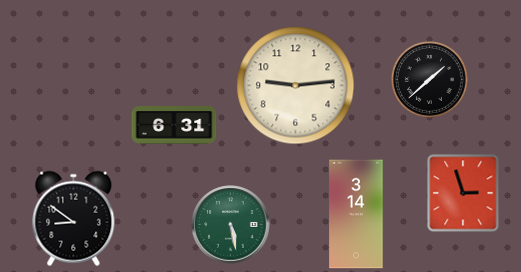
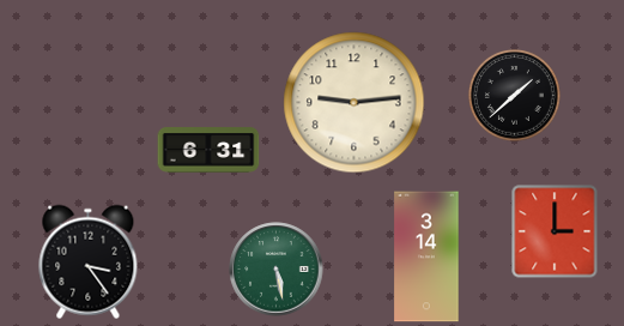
clock at (463, 193): 2:57 -> 3:00
clock at (74, 219): 8:51 -> 3:24
